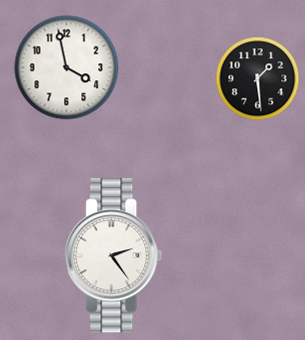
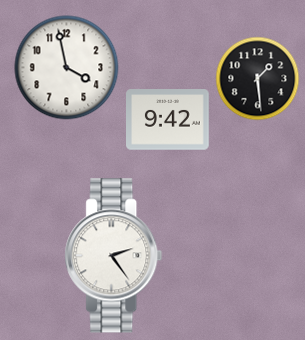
clock at (168, 120): none -> 9:42
